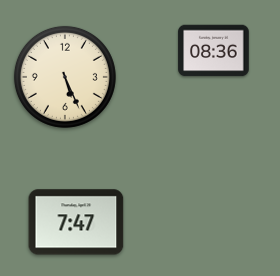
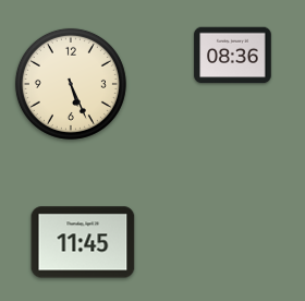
clock at (76, 222): 7:47 -> 11:45
